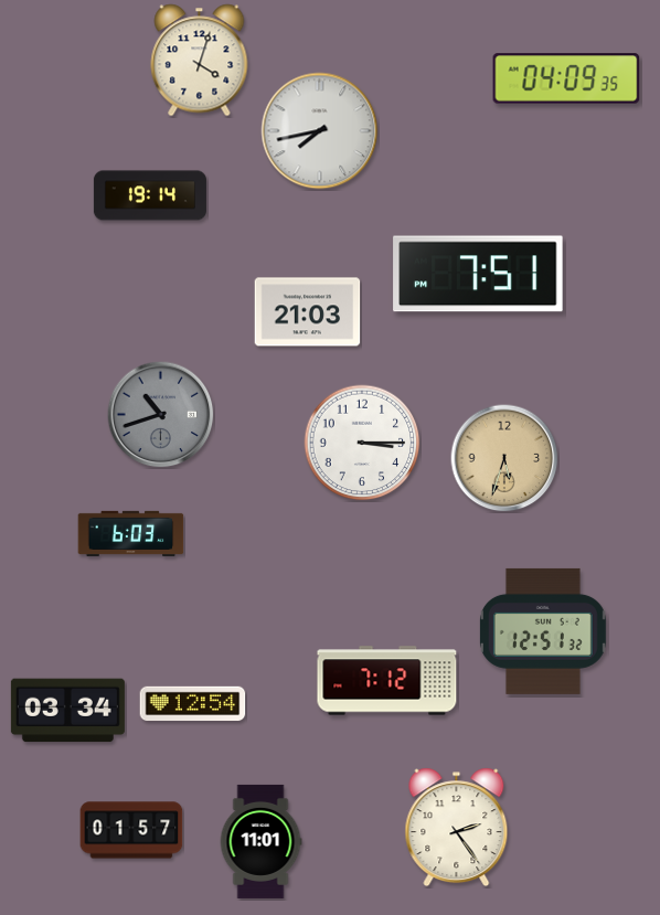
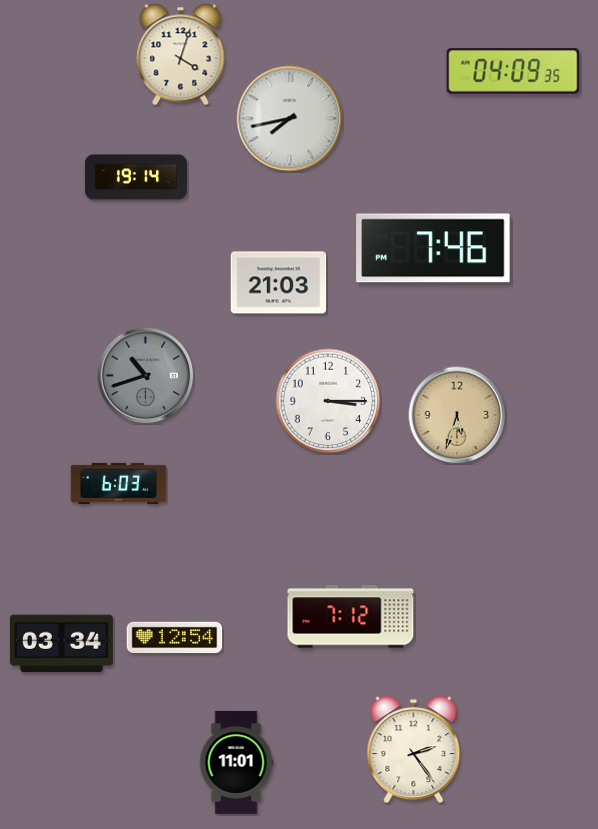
clock at (478, 274): 7:51 -> 7:46
clock at (543, 631): 12:51 -> none
clock at (131, 830): 01:57 -> none
